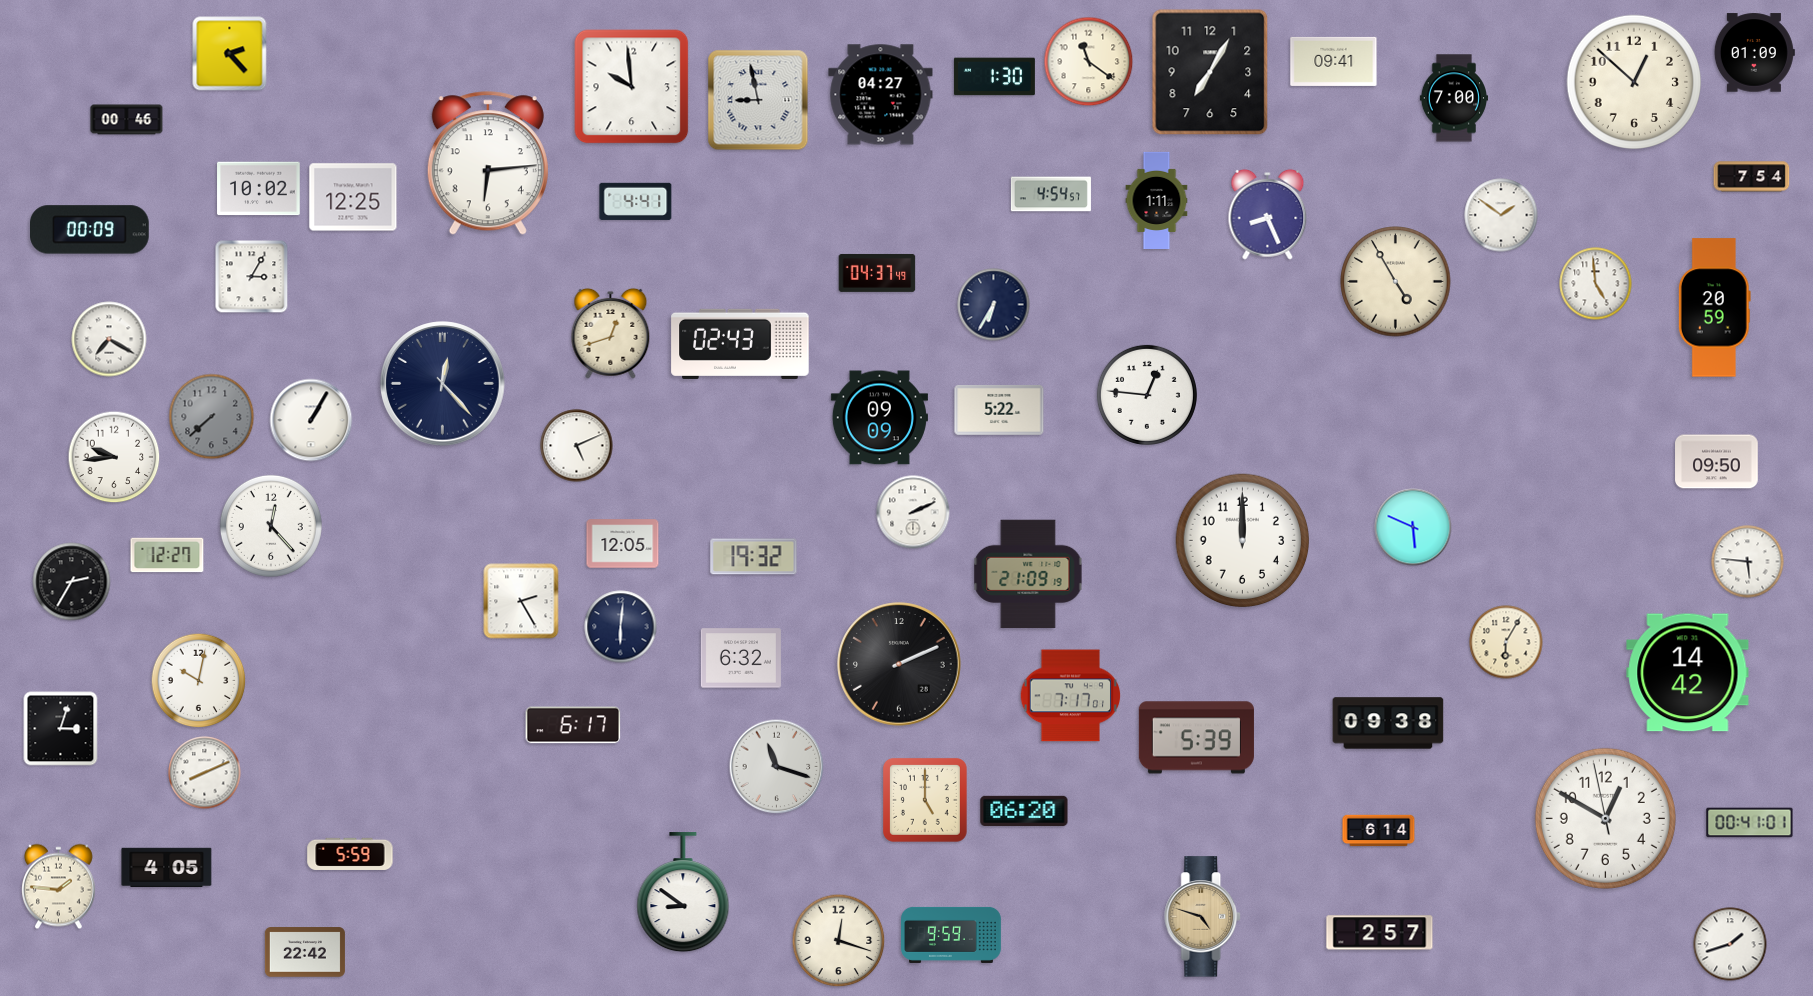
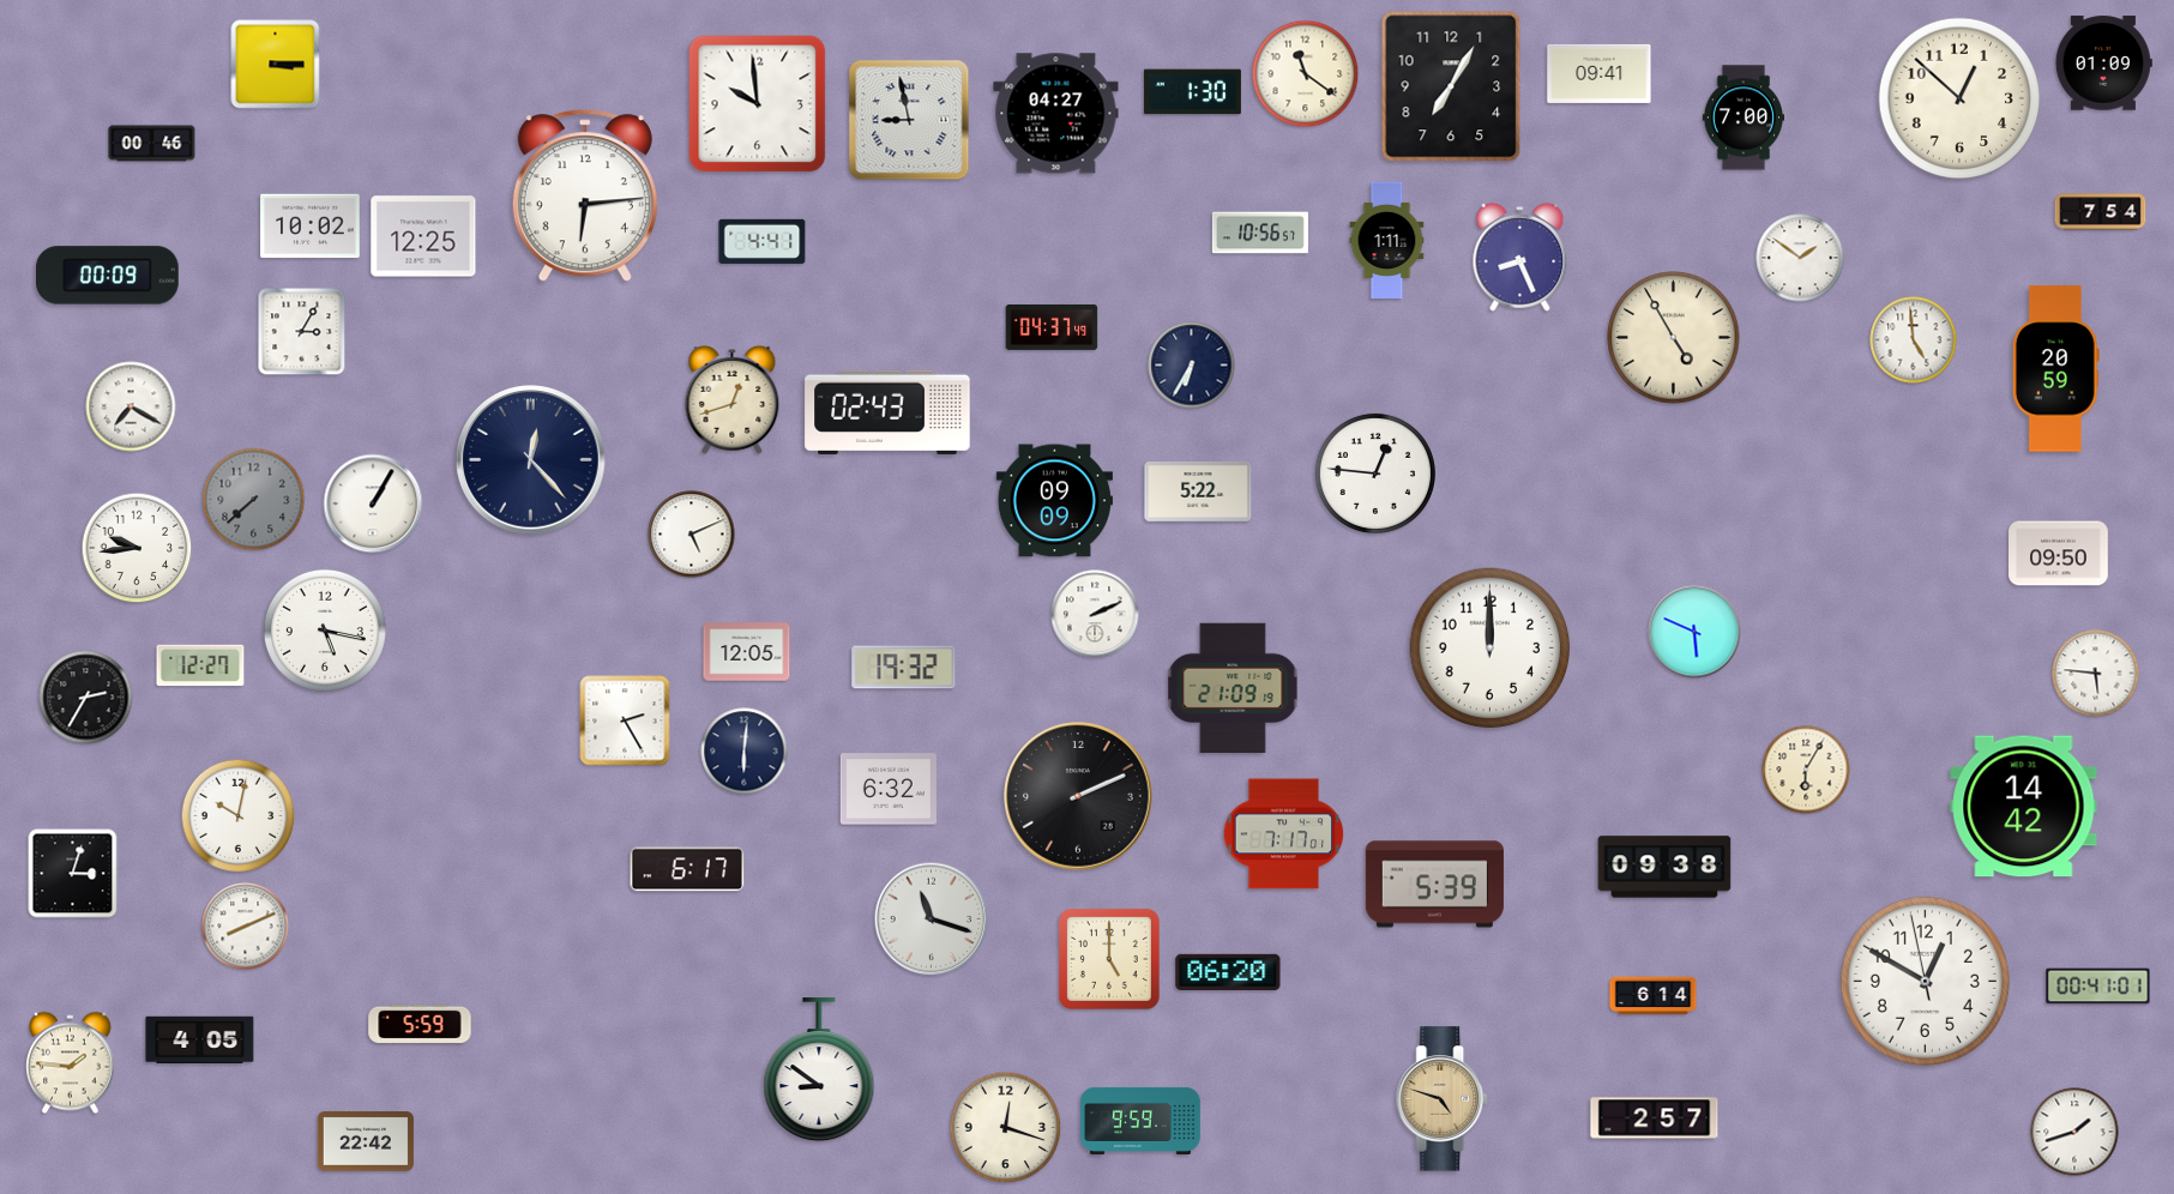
clock at (230, 54): 2:23 -> 3:15
clock at (1051, 194): 4:54 -> 10:56
clock at (271, 526): 12:23 -> 5:17
